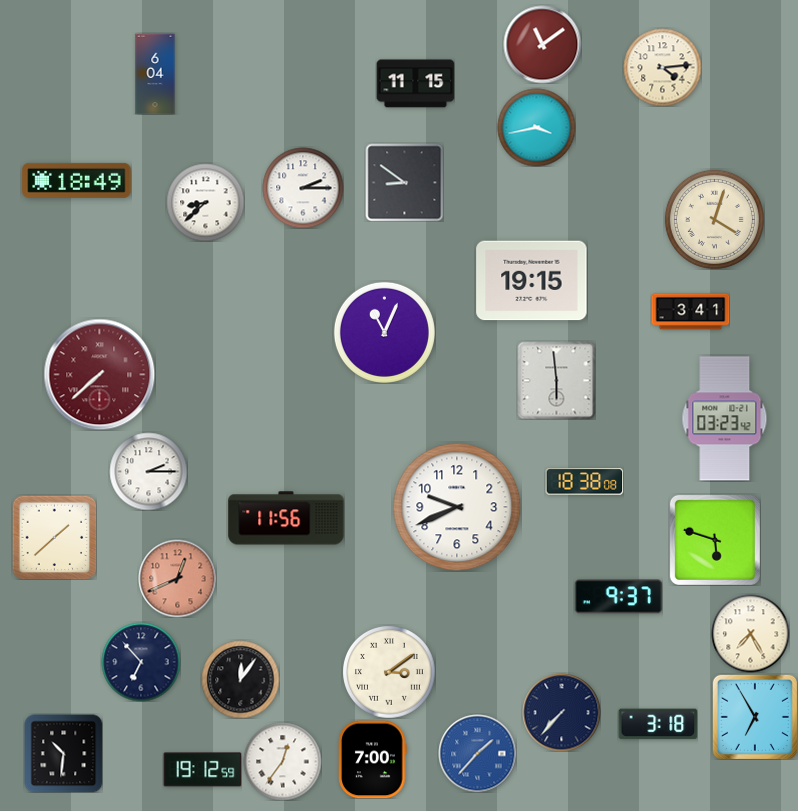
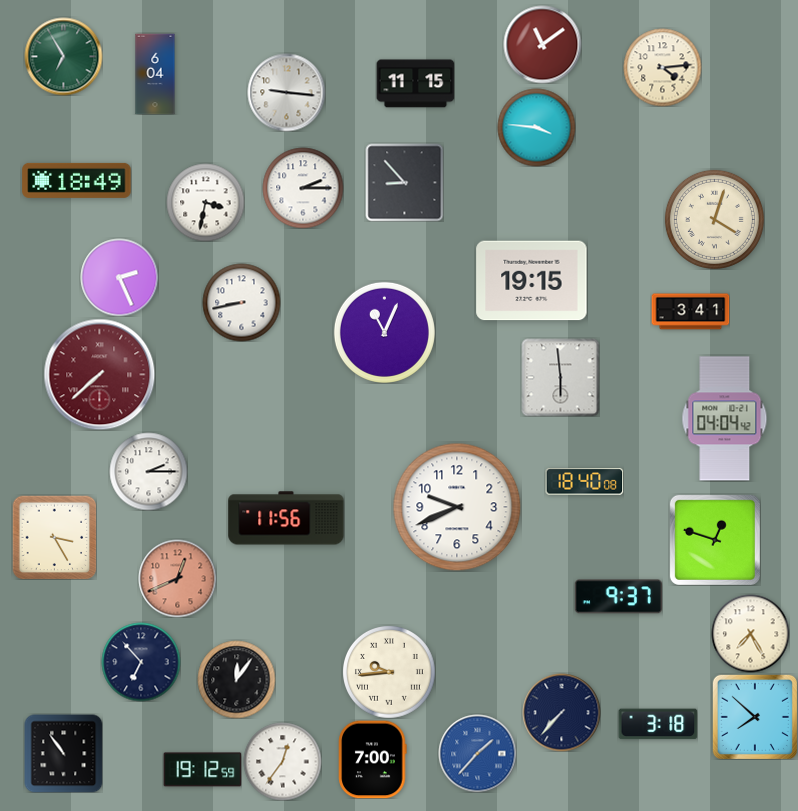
clock at (63, 56): none -> 6:55
clock at (286, 92): none -> 9:16
clock at (536, 127): 3:43 -> 3:46
clock at (404, 182): 8:51 -> 8:53
clock at (205, 202): 8:38 -> 3:32
clock at (119, 277): none -> 2:26
clock at (241, 302): none -> 8:43
clock at (556, 380) position: (556, 380) -> (560, 377)
clock at (725, 419): 03:23 -> 04:04
clock at (584, 482): 18:38 -> 18:40
clock at (54, 537): 1:38 -> 3:25
clock at (715, 540): 5:48 -> 12:48
clock at (389, 672): 3:09 -> 9:44
clock at (240, 679) position: (240, 679) -> (236, 679)
clock at (755, 717): 6:55 -> 7:52
clock at (63, 753): 10:31 -> 10:54
